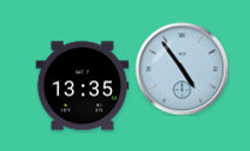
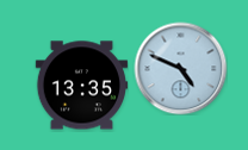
clock at (181, 68): 4:54 -> 4:49
